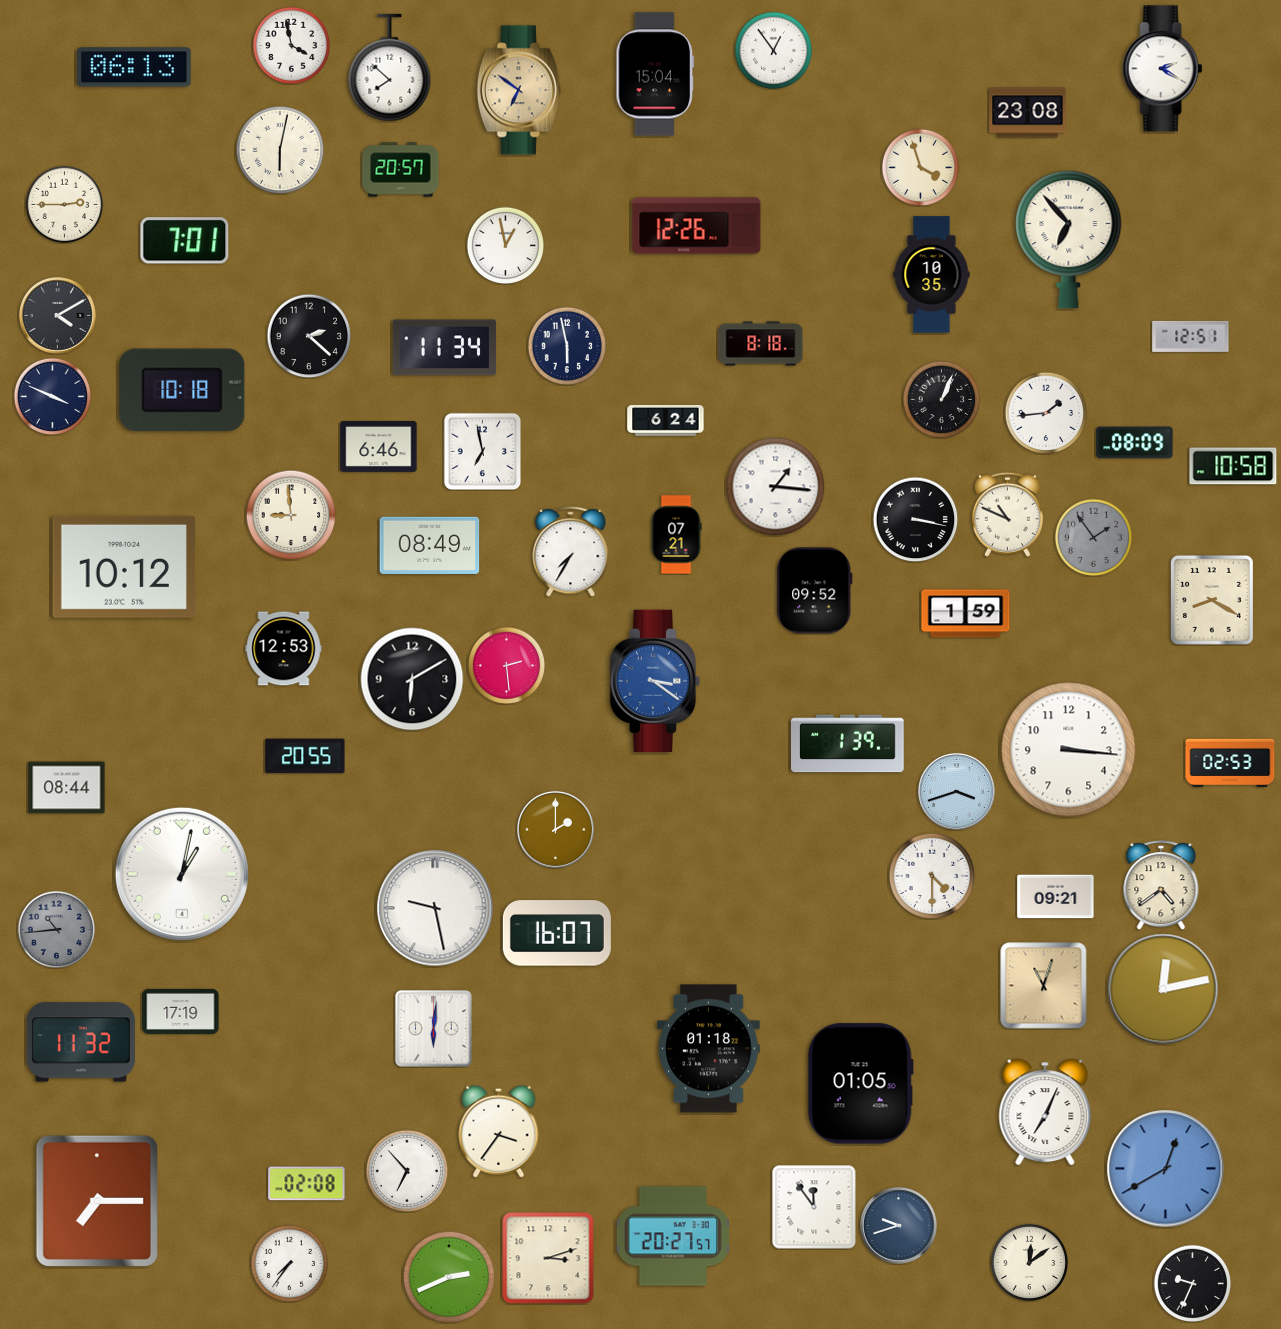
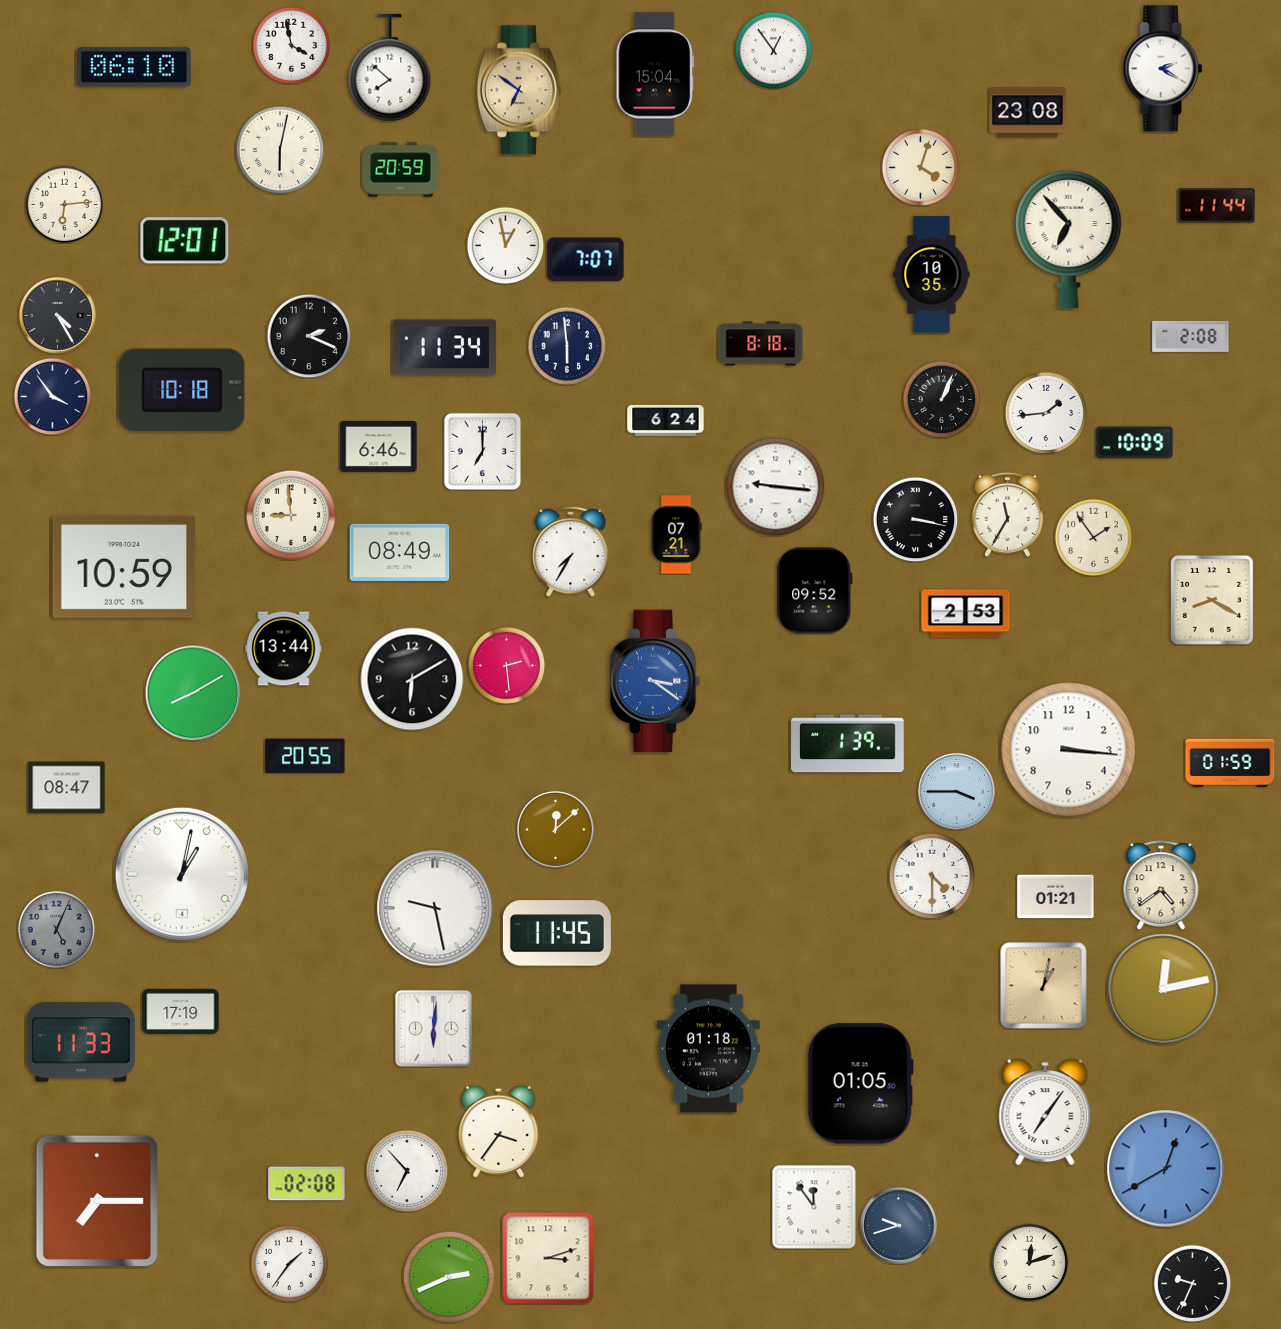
clock at (135, 67): 06:13 -> 06:10
clock at (920, 167): 3:57 -> 4:03
clock at (401, 170): 20:57 -> 20:59
clock at (64, 204): 2:45 -> 6:14
clock at (1217, 206): none -> 11:44
clock at (697, 226): 12:26 -> none
clock at (185, 241): 7:01 -> 12:01
clock at (586, 260): none -> 7:07
clock at (57, 315): 4:10 -> 4:25
clock at (309, 336): 2:22 -> 2:19
clock at (1191, 336): 12:51 -> 2:08
clock at (567, 346): 5:58 -> 5:59
clock at (52, 396): 3:49 -> 3:54
clock at (1135, 443): 08:09 -> 10:09
clock at (482, 451): 6:58 -> 7:00
clock at (1233, 466): 10:58 -> none
clock at (776, 487): 1:16 -> 9:16
clock at (1007, 514): 10:49 -> 11:35
clock at (1093, 537) dial: grey -> cream
clock at (430, 545) position: (430, 545) -> (400, 552)
clock at (124, 567): 10:12 -> 10:59
clock at (966, 614): 1:59 -> 2:53
clock at (284, 649): 12:53 -> 13:44
clock at (193, 693): none -> 8:10
clock at (1230, 763): 02:53 -> 01:59
clock at (67, 788): 08:44 -> 08:47
clock at (956, 791): 3:42 -> 3:45
clock at (555, 829): 2:00 -> 12:08
clock at (1056, 897): 09:21 -> 01:21
clock at (56, 929): 10:44 -> 5:04
clock at (557, 933): 16:07 -> 11:45
clock at (1044, 986): 11:03 -> 1:02
clock at (81, 1042): 11:32 -> 11:33
clock at (1045, 1112): 7:04 -> 7:06
clock at (672, 1236): 20:27 -> none
clock at (1029, 1262): 12:09 -> 12:12
clock at (289, 1263): 7:36 -> 1:36
